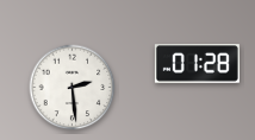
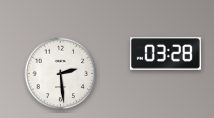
clock at (197, 64): 01:28 -> 03:28
